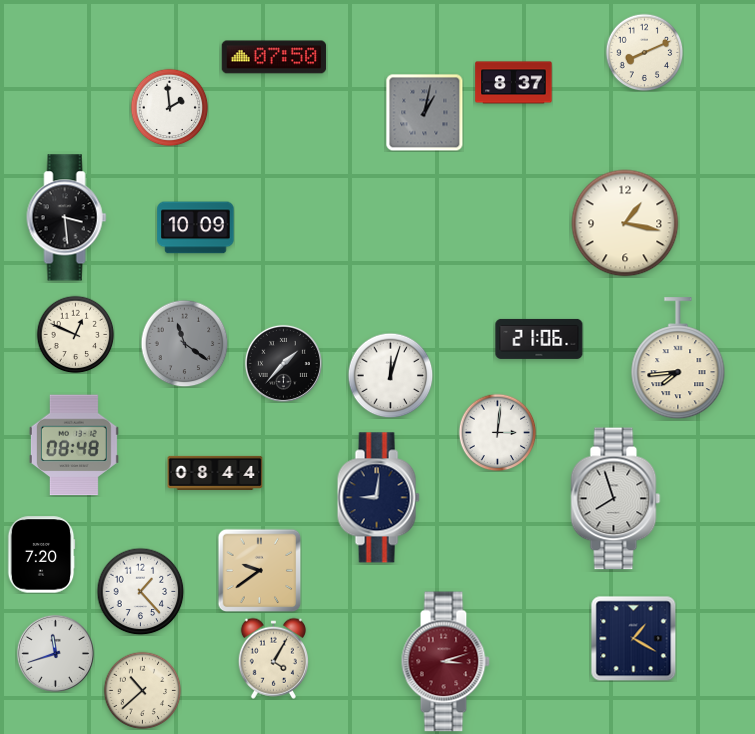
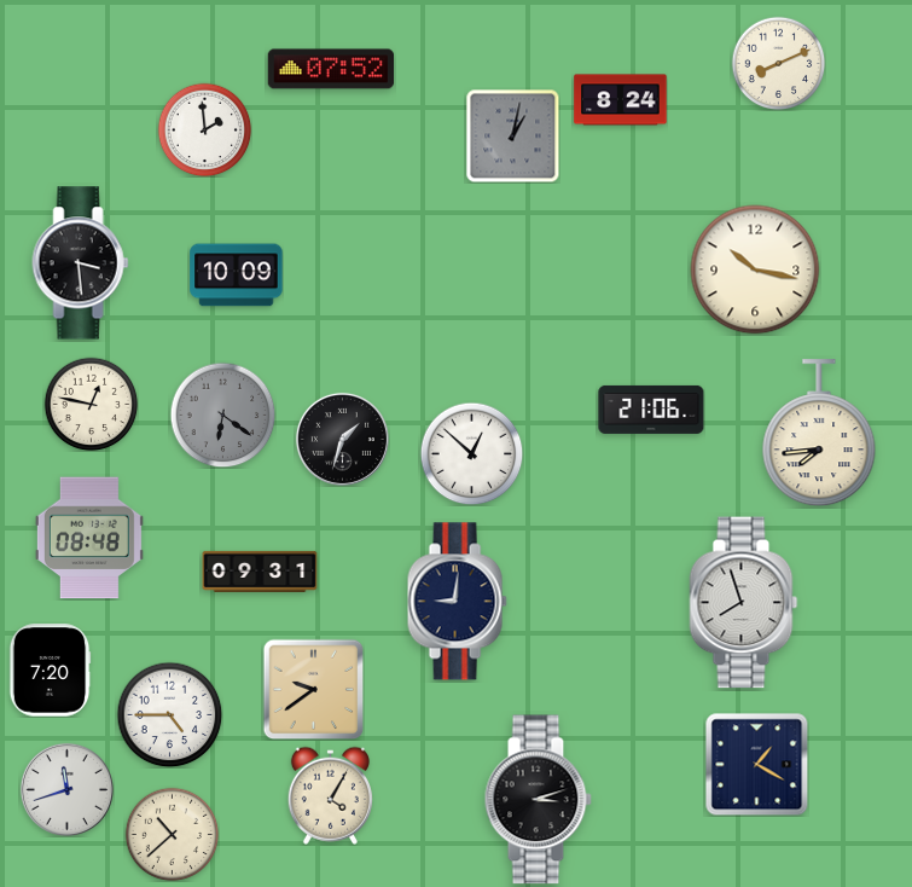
clock at (274, 57): 07:50 -> 07:52
clock at (514, 83): 8:37 -> 8:24
clock at (625, 223): 1:17 -> 10:17
clock at (75, 334): 12:49 -> 12:47
clock at (184, 343): 11:21 -> 6:21
clock at (283, 363): 1:37 -> 1:33
clock at (390, 375): 12:03 -> 12:52
clock at (497, 432): 3:01 -> none
clock at (215, 473): 08:44 -> 09:31
clock at (140, 591): 1:23 -> 4:45
clock at (633, 638) position: (633, 638) -> (756, 764)
clock at (445, 662) dial: burgundy -> black
